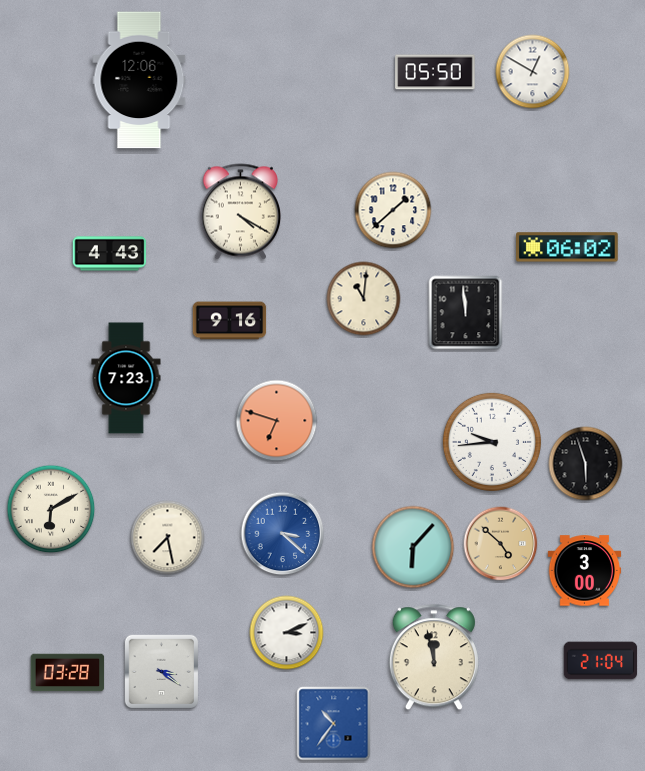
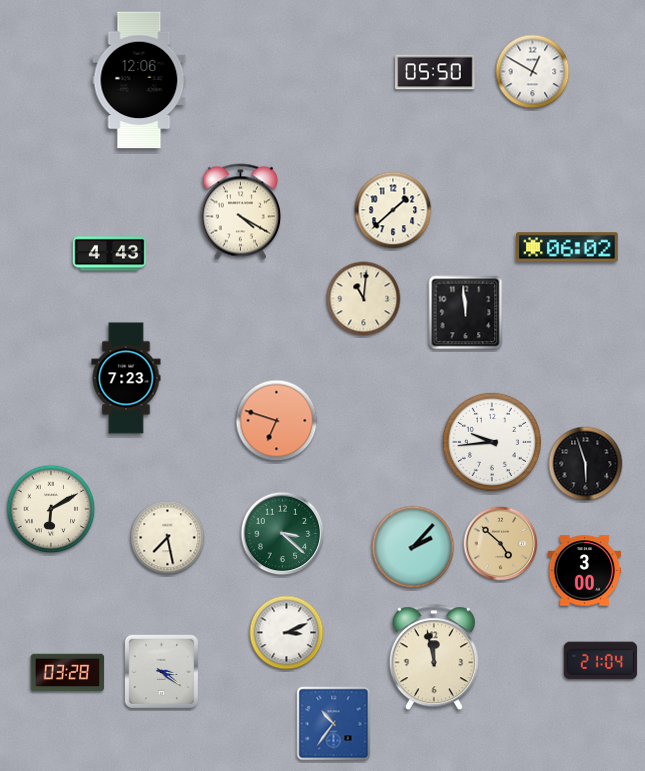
clock at (230, 321): 9:16 -> none
clock at (283, 534) dial: blue -> green
clock at (413, 547): 6:07 -> 2:07
